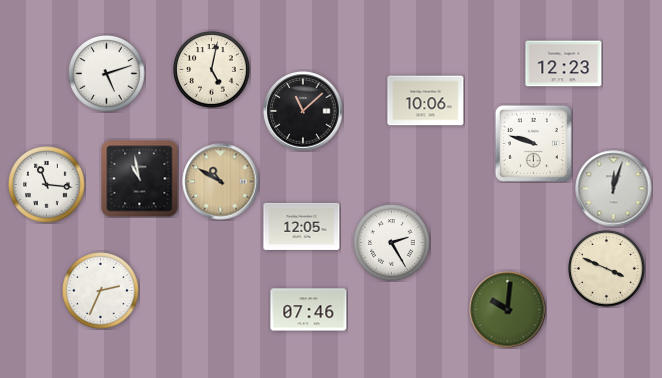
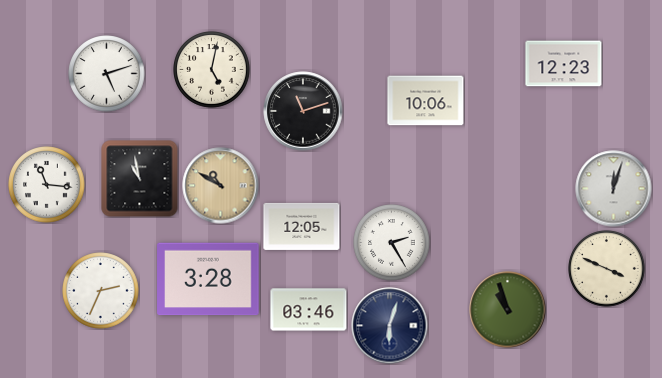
clock at (303, 111): 11:08 -> 11:12
clock at (533, 143): 9:48 -> none
clock at (221, 182) position: (221, 182) -> (221, 186)
clock at (208, 279): none -> 3:28
clock at (309, 310): 07:46 -> 03:46
clock at (508, 310): 10:01 -> 10:57
clock at (390, 326): none -> 6:03
